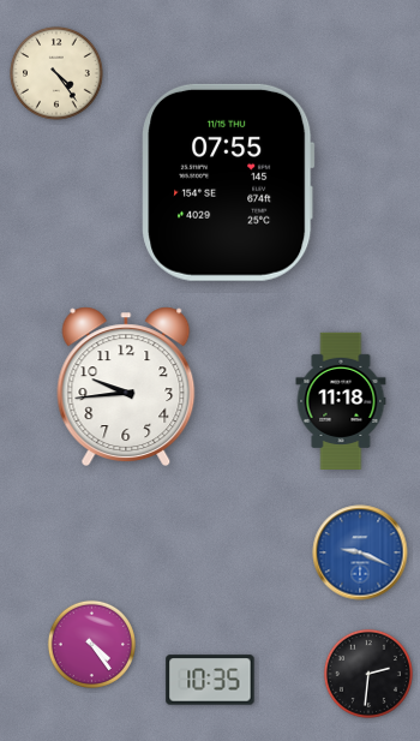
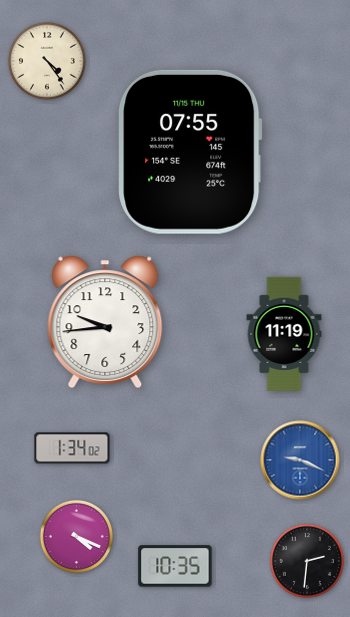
clock at (341, 400): 11:18 -> 11:19
clock at (72, 448): none -> 1:34
clock at (91, 644): 4:24 -> 4:19
